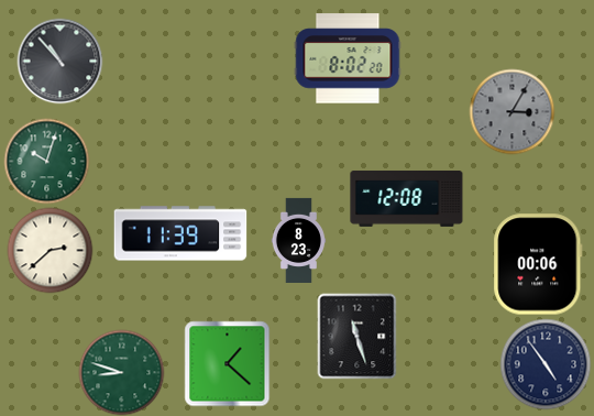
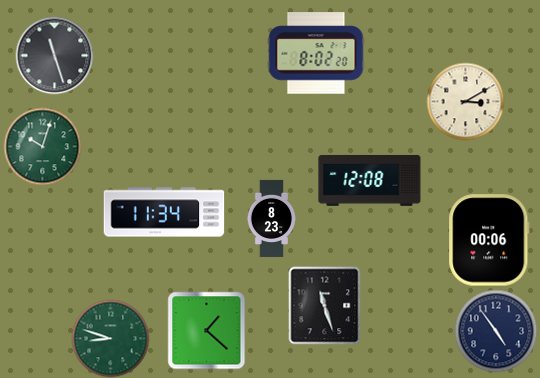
clock at (59, 61): 10:53 -> 11:27
clock at (512, 111): 3:05 -> 3:10
clock at (512, 111) dial: grey -> cream
clock at (180, 233): 11:39 -> 11:34
clock at (50, 250): 2:38 -> none
